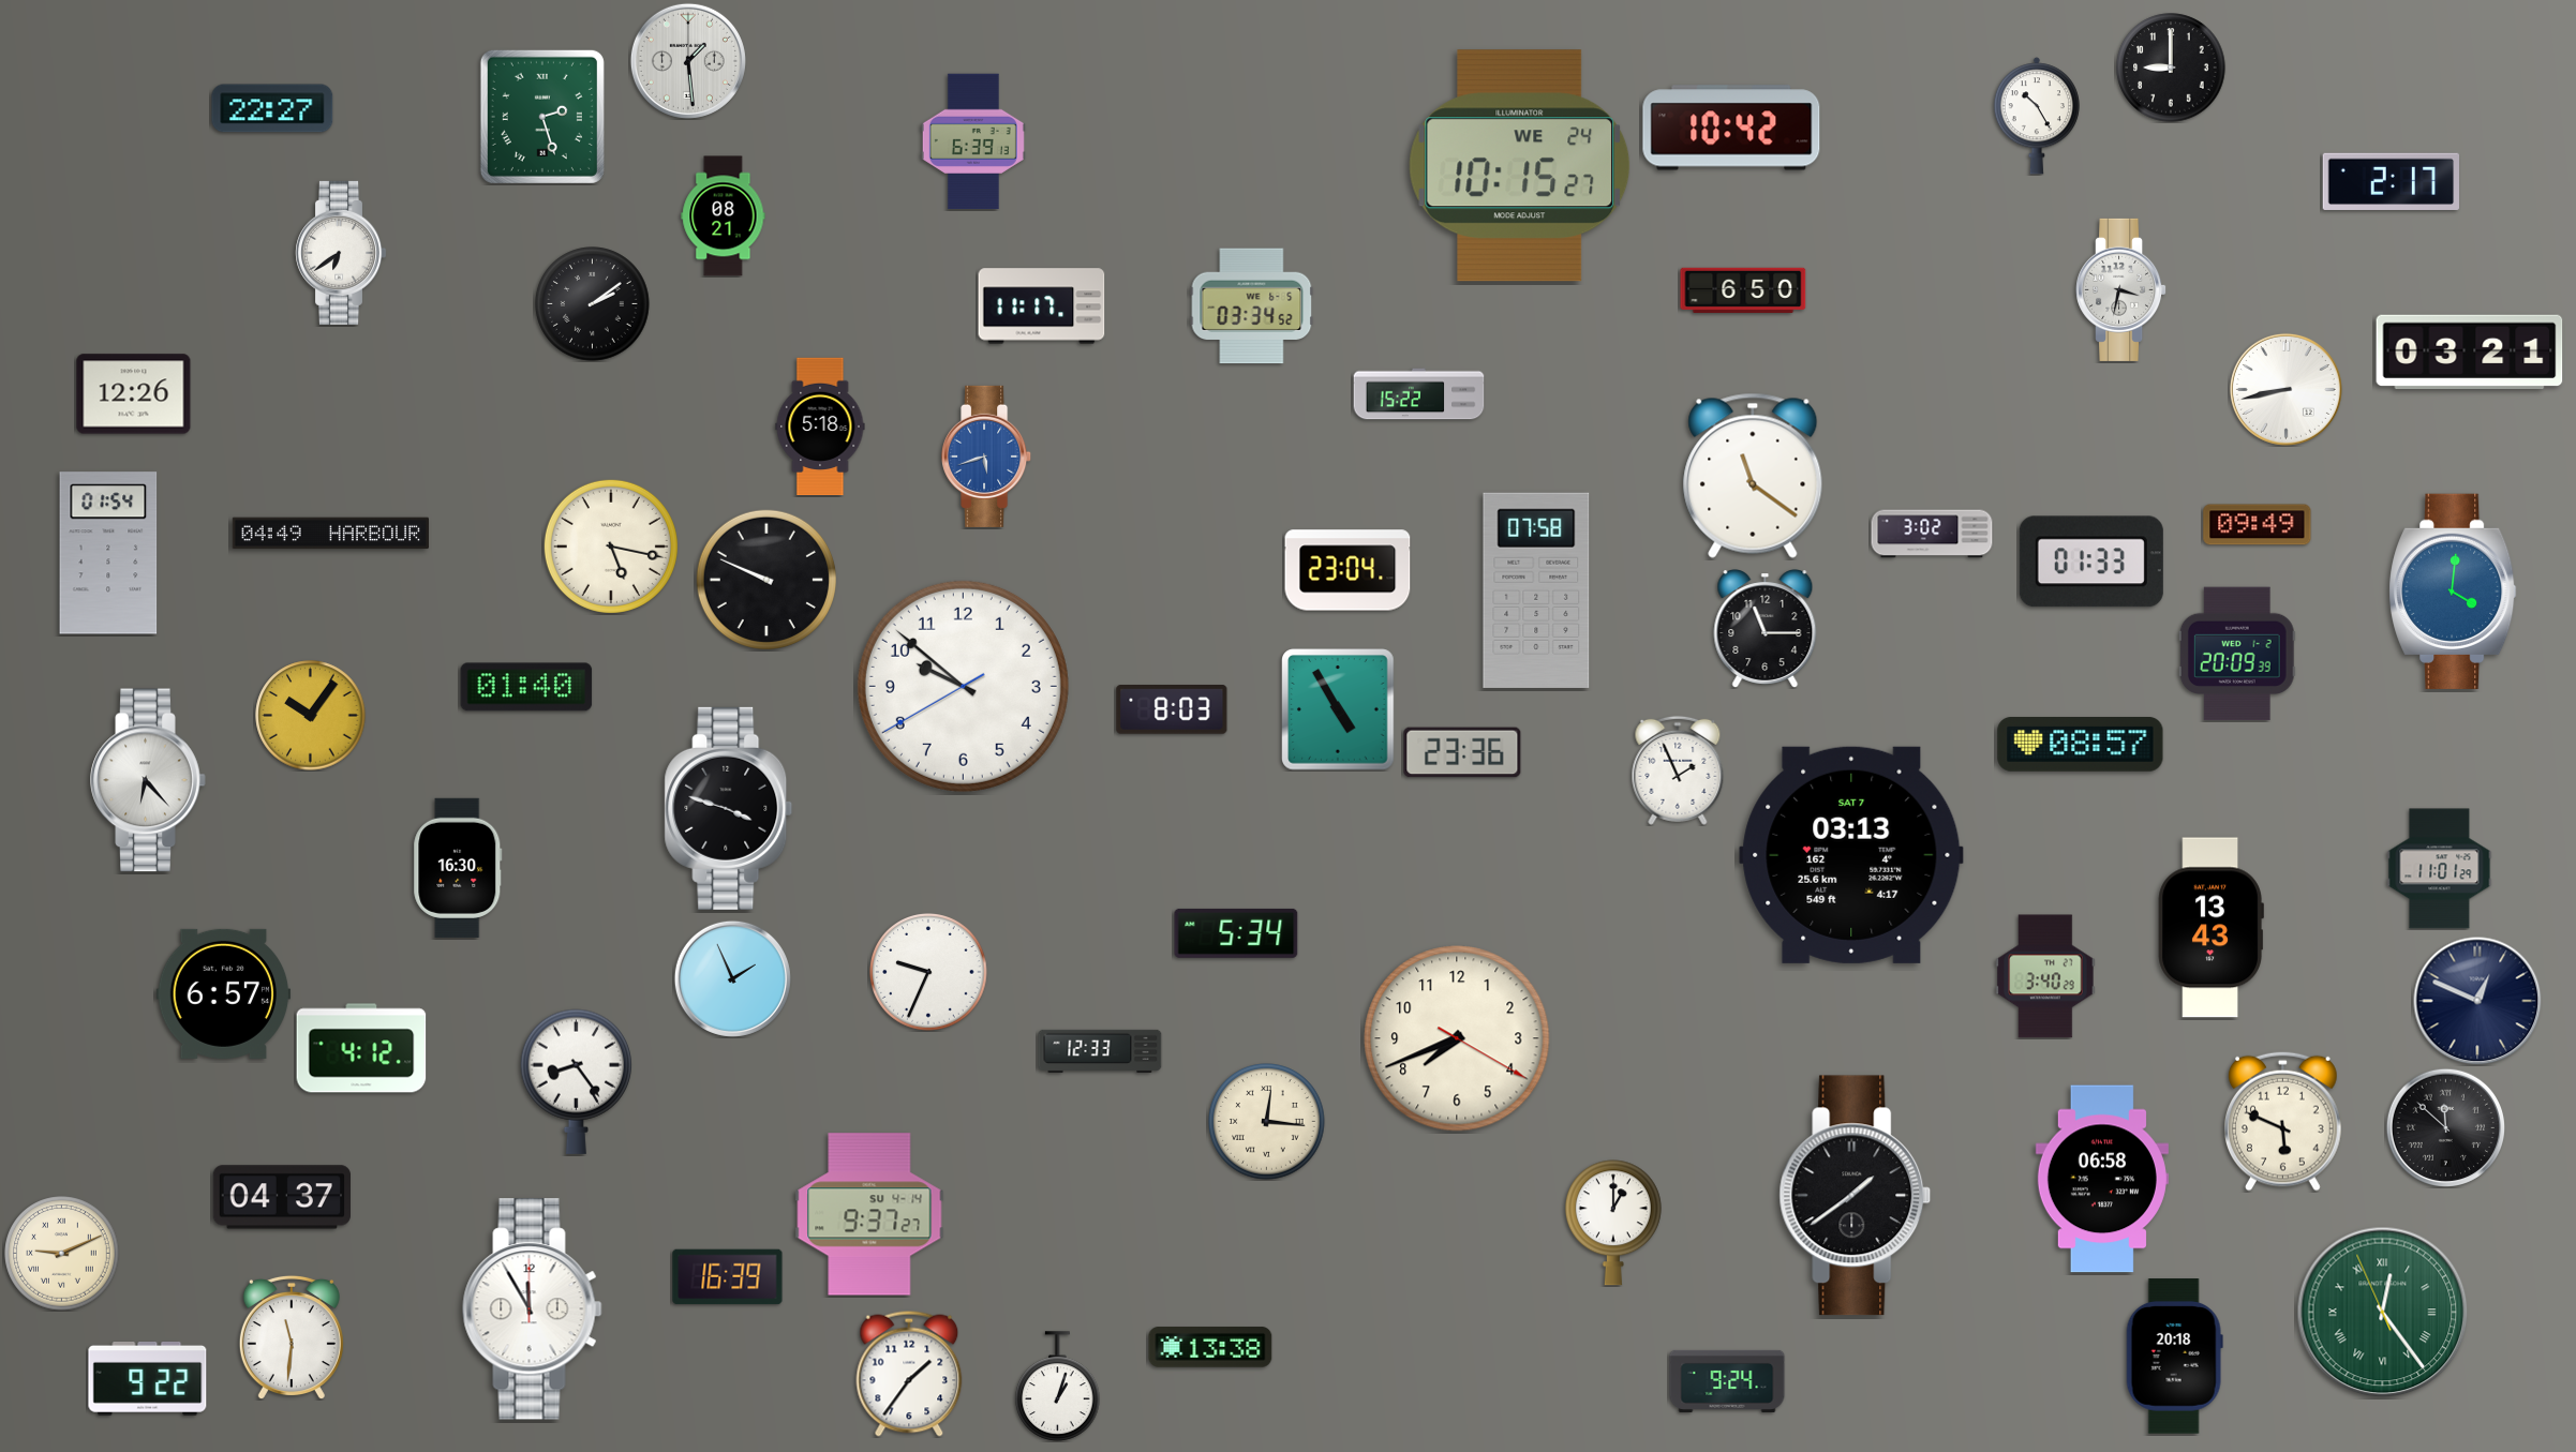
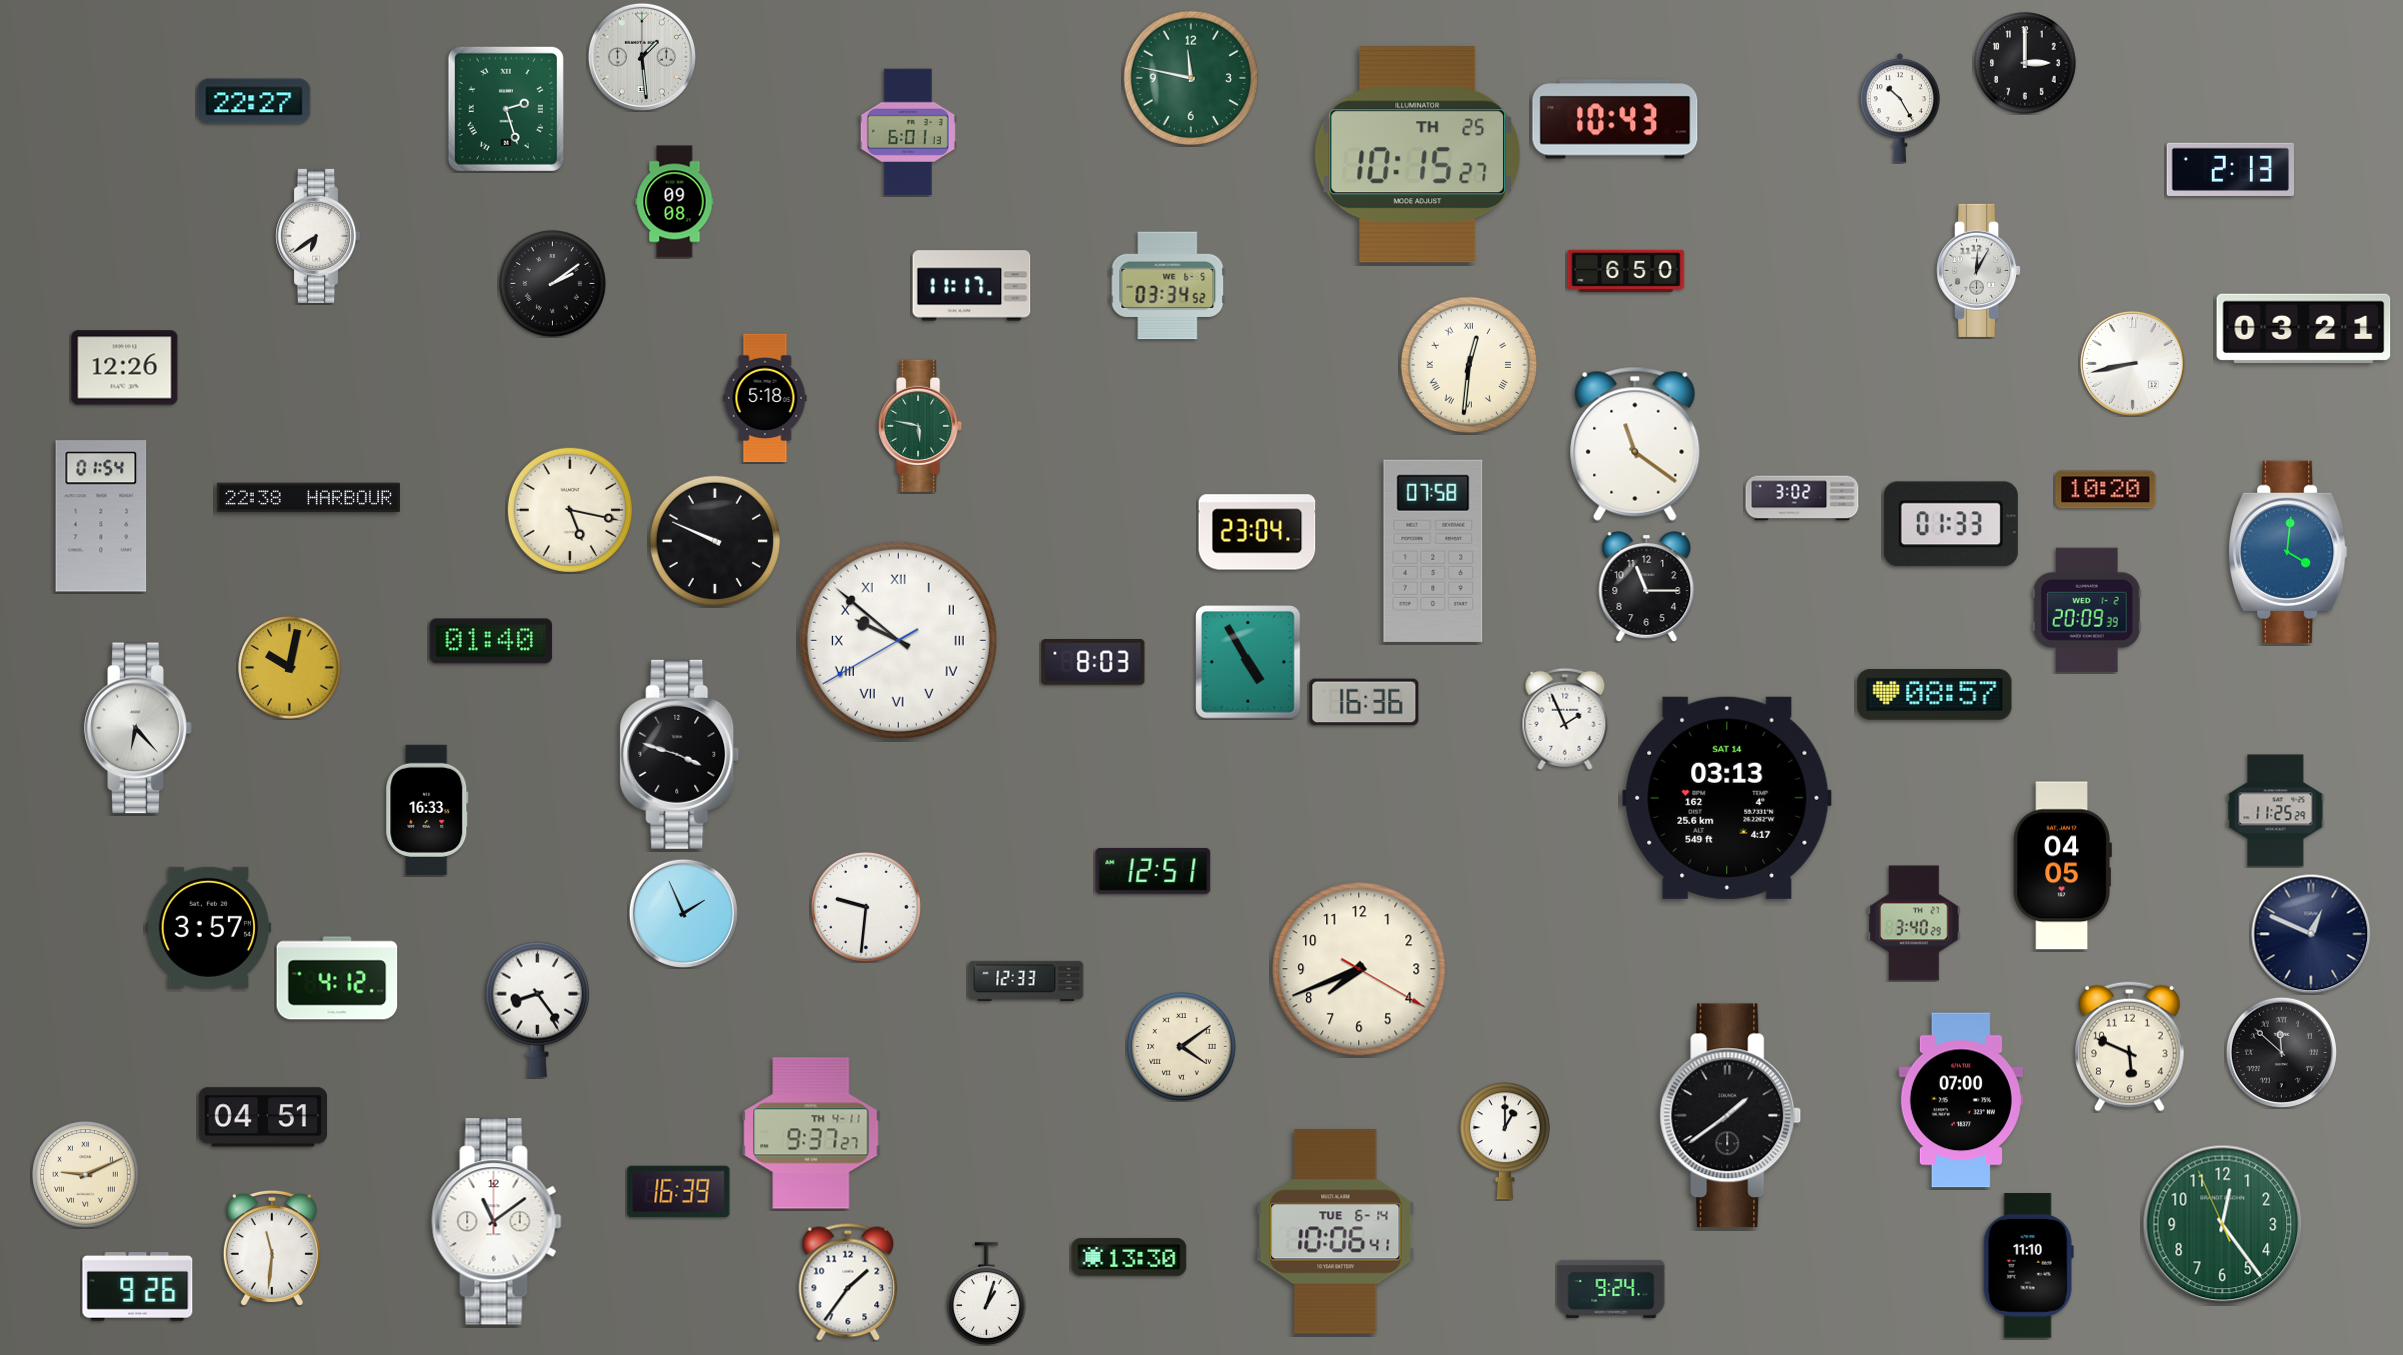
clock at (2171, 68): 9:00 -> 3:00
clock at (1191, 78): none -> 11:47
clock at (1731, 128): 10:42 -> 10:43
clock at (973, 141): 6:39 -> 6:01
clock at (1520, 166) date: WE 24 -> TH 25
clock at (2391, 181): 2:17 -> 2:13
clock at (724, 216): 08:21 -> 09:08
clock at (2121, 289): 3:32 -> 12:05
clock at (1469, 365): none -> 12:31
clock at (1419, 394): 15:22 -> none
clock at (987, 456): 5:42 -> 5:47
clock at (987, 456) dial: blue -> green
clock at (2258, 525): 09:49 -> 10:20
clock at (330, 534): 04:49 -> 22:38
clock at (963, 686) numerals: Arabic -> Roman
clock at (311, 716): 10:06 -> 10:02
clock at (2081, 745) position: (2081, 745) -> (1935, 695)
clock at (1462, 752): 23:36 -> 16:36
clock at (1851, 855) date: SAT 7 -> SAT 14
clock at (458, 868): 16:30 -> 16:33
clock at (2440, 869): 11:01 -> 11:25
clock at (2210, 928): 13:43 -> 04:05
clock at (1236, 933): 5:34 -> 12:51
clock at (929, 973): 9:34 -> 9:31
clock at (2045, 976) position: (2045, 976) -> (1914, 923)
clock at (224, 993): 6:57 -> 3:57
clock at (1267, 1122): 12:16 -> 4:09
clock at (2102, 1179): 06:58 -> 07:00
clock at (281, 1197): 04:37 -> 04:51
clock at (869, 1214) date: SU 4-14 -> TH 4-11
clock at (62, 1254) position: (62, 1254) -> (86, 1175)
clock at (533, 1309): 11:55 -> 11:09
clock at (2383, 1313) numerals: Roman -> Arabic
clock at (1336, 1232): none -> 10:06
clock at (1210, 1347): 13:38 -> 13:30
clock at (2174, 1357): 20:18 -> 11:10
clock at (148, 1379): 9:22 -> 9:26
